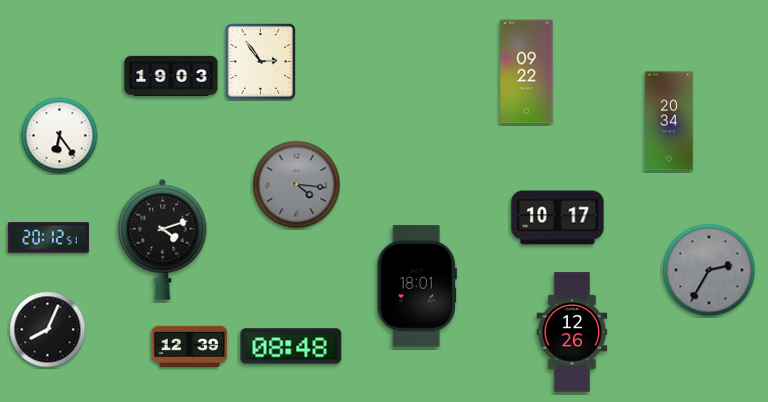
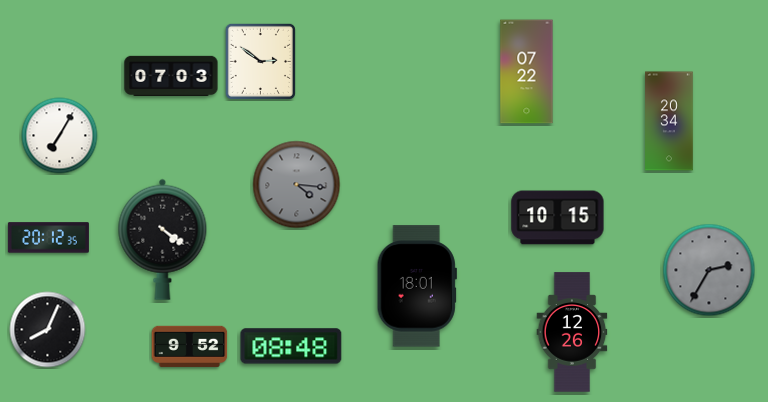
clock at (260, 61): 2:54 -> 2:51
clock at (527, 72): 09:22 -> 07:22
clock at (171, 75): 19:03 -> 07:03
clock at (60, 136): 6:24 -> 7:05
clock at (558, 218): 10:17 -> 10:15
clock at (48, 238): 20:12:51 -> 20:12:35
clock at (163, 239): 4:12 -> 4:21
clock at (190, 346): 12:39 -> 9:52
